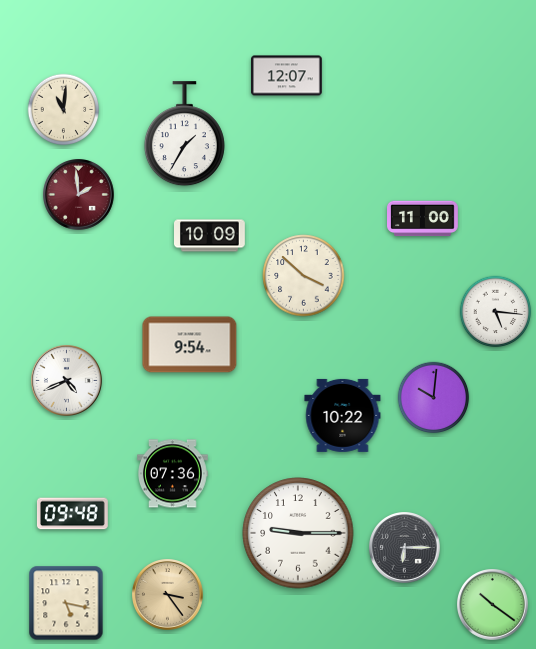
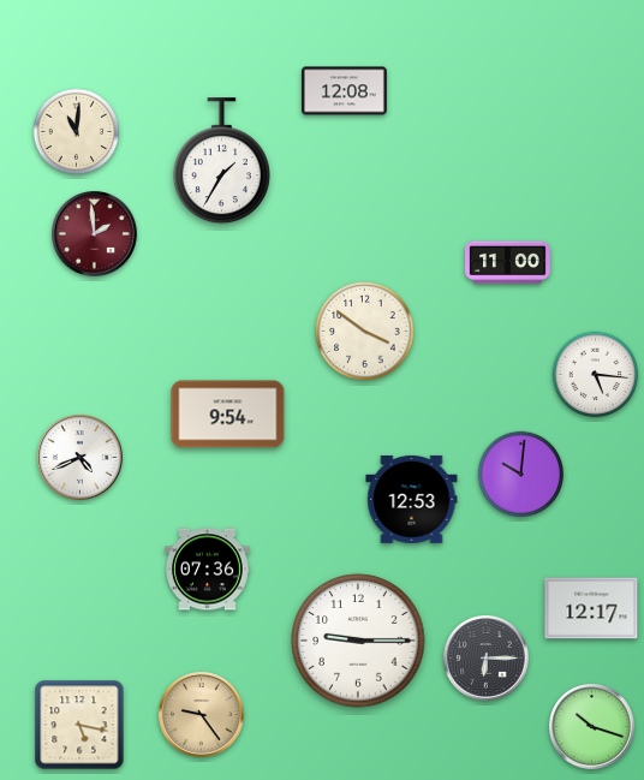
clock at (287, 76): 12:07 -> 12:08
clock at (210, 236): 10:09 -> none
clock at (304, 276): 3:52 -> 3:51
clock at (434, 398) position: (434, 398) -> (521, 475)
clock at (343, 415): 10:22 -> 12:53
clock at (591, 608): none -> 12:17
clock at (73, 514): 09:48 -> none
clock at (168, 595): 3:24 -> 9:24
clock at (493, 605): 10:21 -> 10:18
